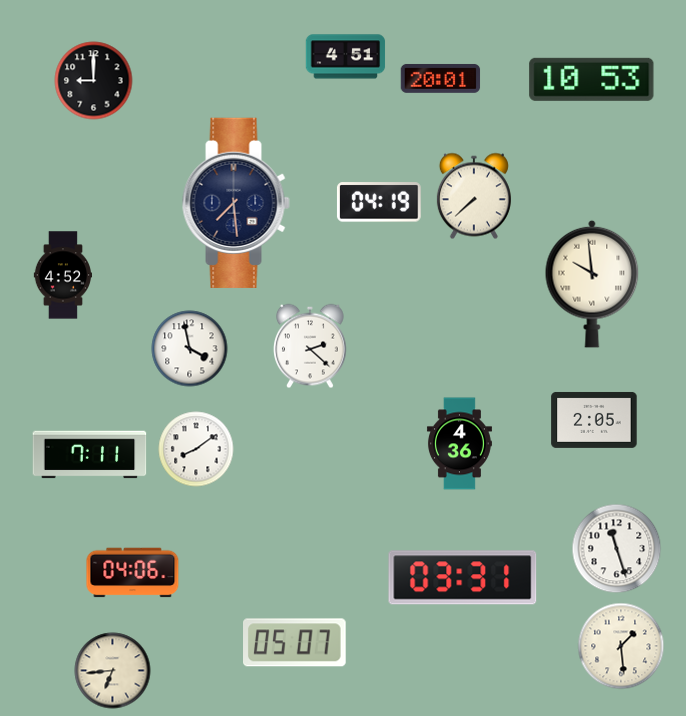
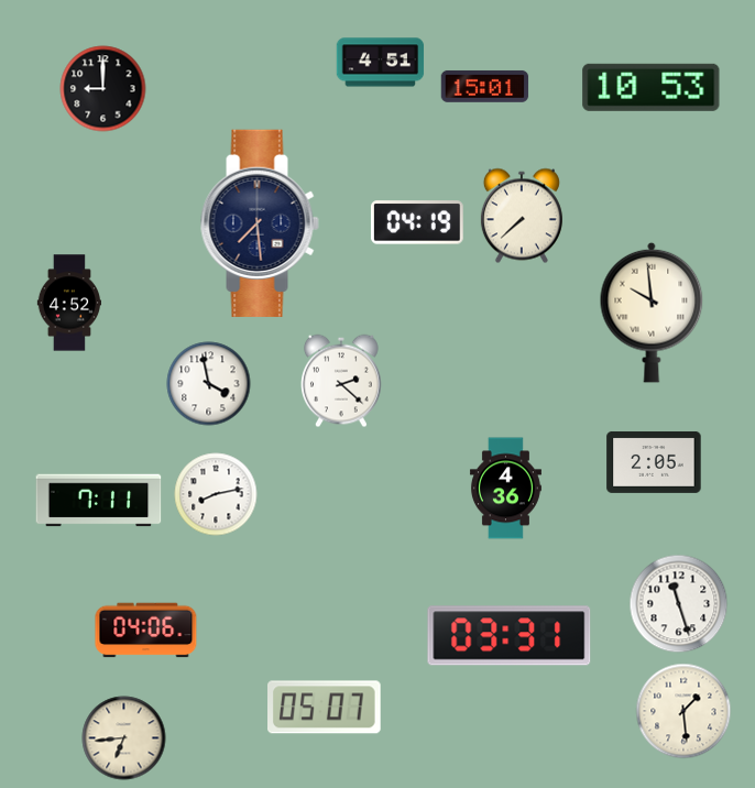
clock at (441, 78): 20:01 -> 15:01
clock at (196, 449): 8:09 -> 8:13
